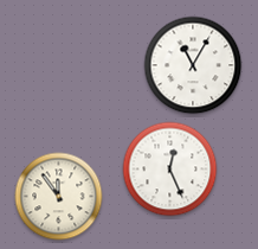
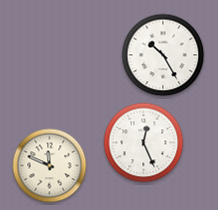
clock at (193, 65): 11:05 -> 10:25
clock at (59, 197): 11:54 -> 11:49
